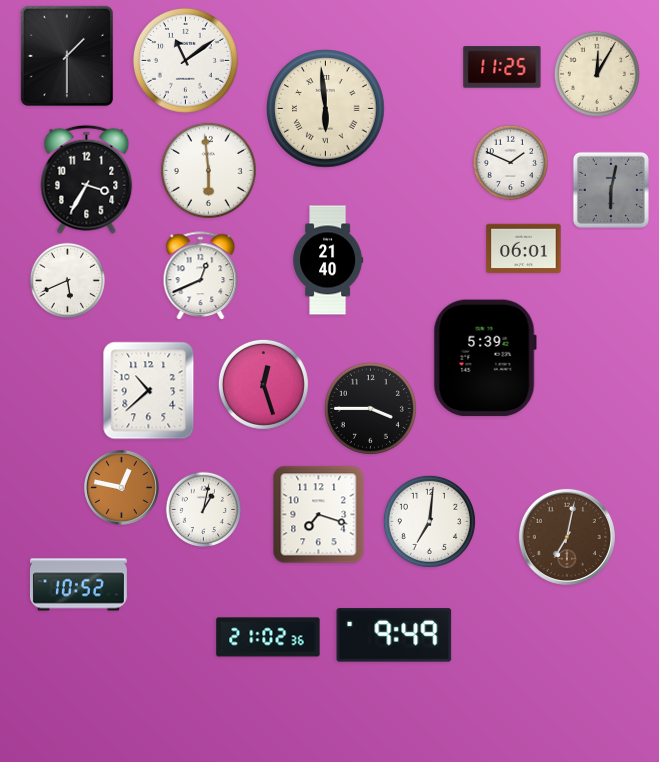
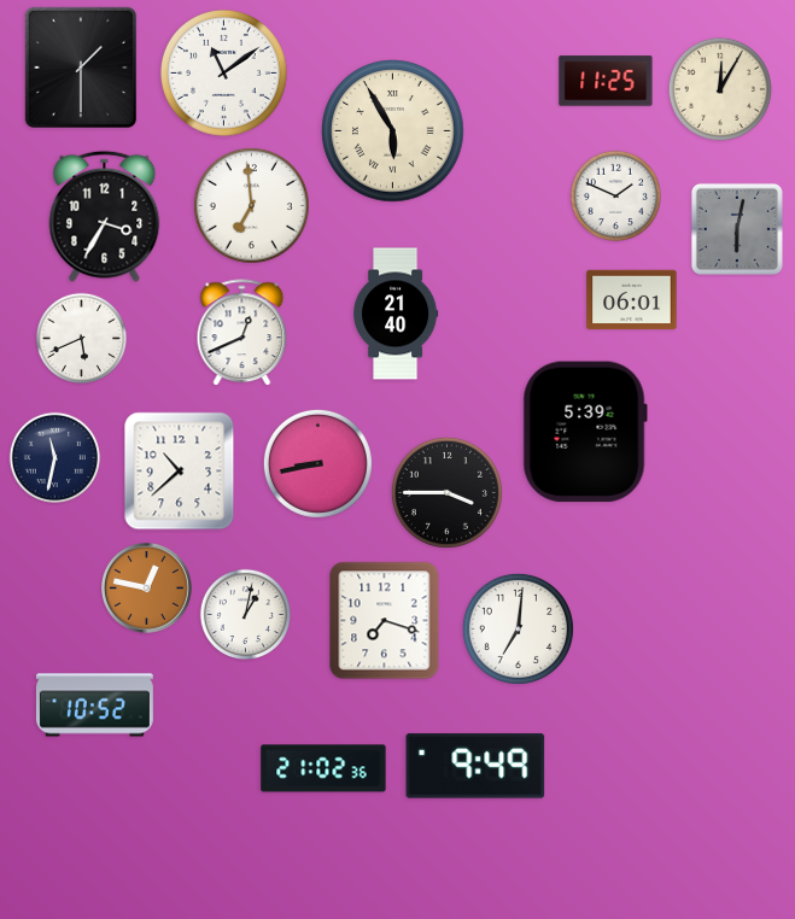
clock at (326, 109): 5:59 -> 5:55
clock at (208, 170): 5:59 -> 6:59
clock at (54, 457): none -> 11:32
clock at (263, 384): 12:27 -> 8:43
clock at (567, 537): 7:02 -> none
